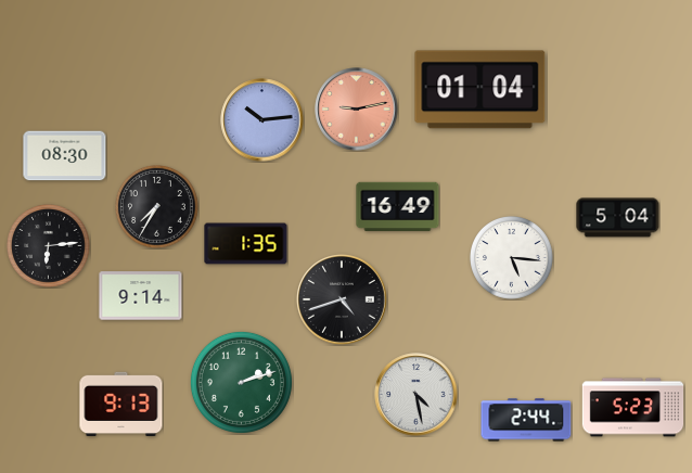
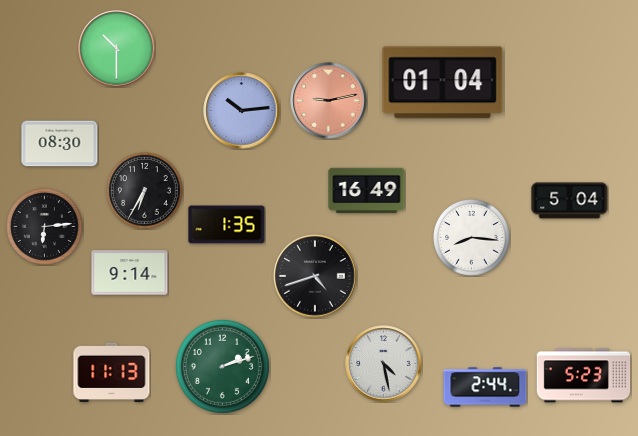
clock at (117, 49): none -> 10:30
clock at (157, 207): 7:35 -> 6:35
clock at (512, 258): 5:16 -> 8:16
clock at (241, 382) position: (241, 382) -> (222, 366)
clock at (121, 404): 9:13 -> 11:13
